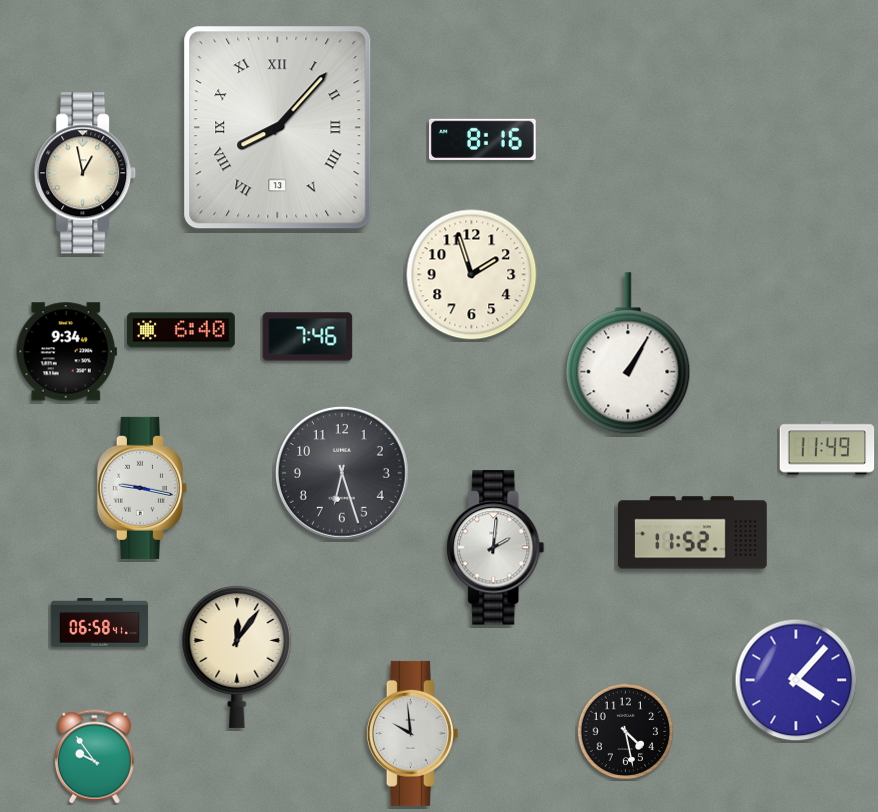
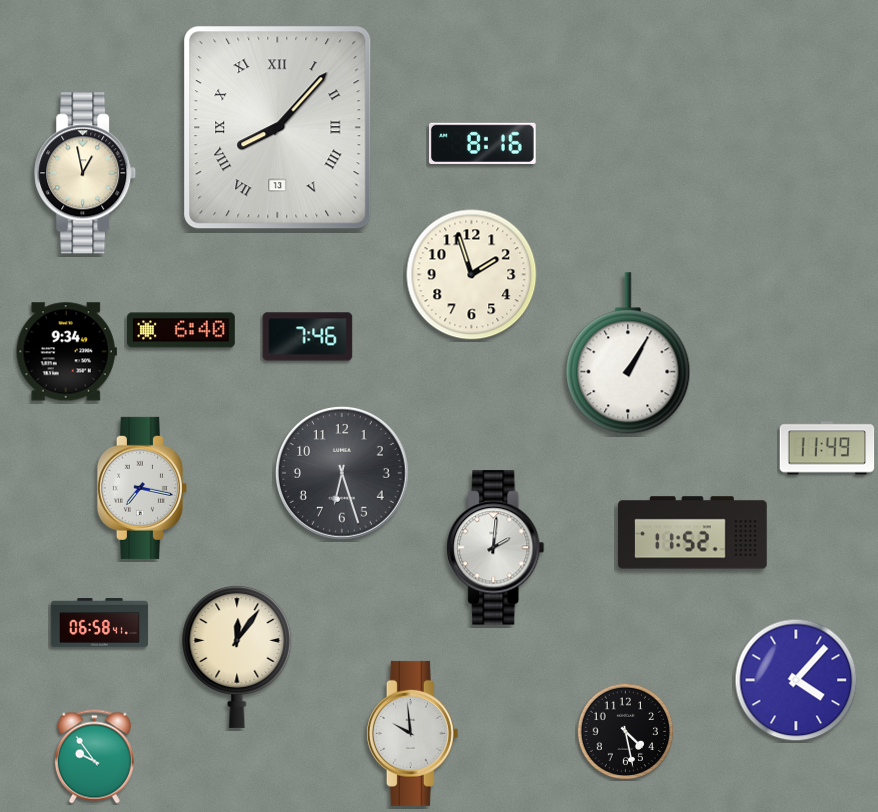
clock at (482, 139) position: (482, 139) -> (482, 143)
clock at (142, 488): 9:17 -> 7:17
